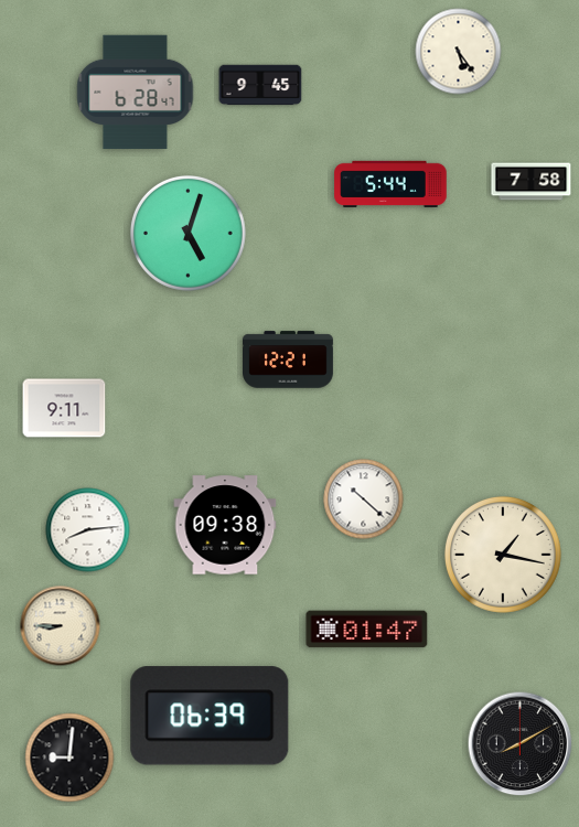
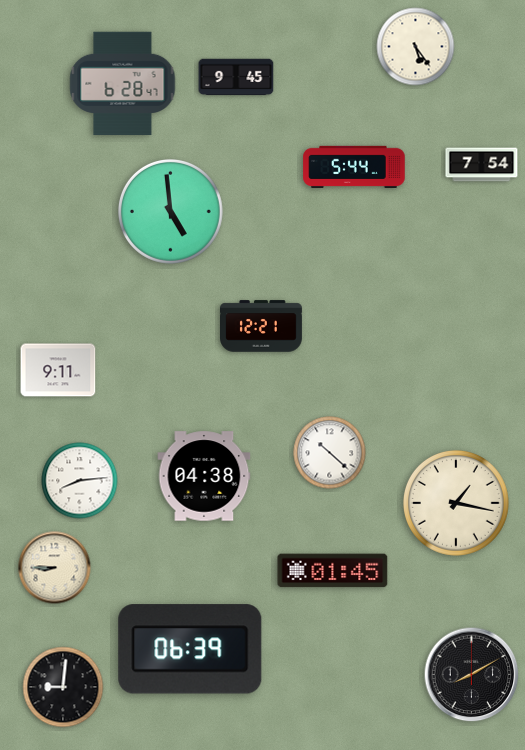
clock at (532, 182): 7:58 -> 7:54
clock at (187, 233): 5:03 -> 4:59
clock at (225, 525): 09:38 -> 04:38
clock at (367, 630): 01:47 -> 01:45
